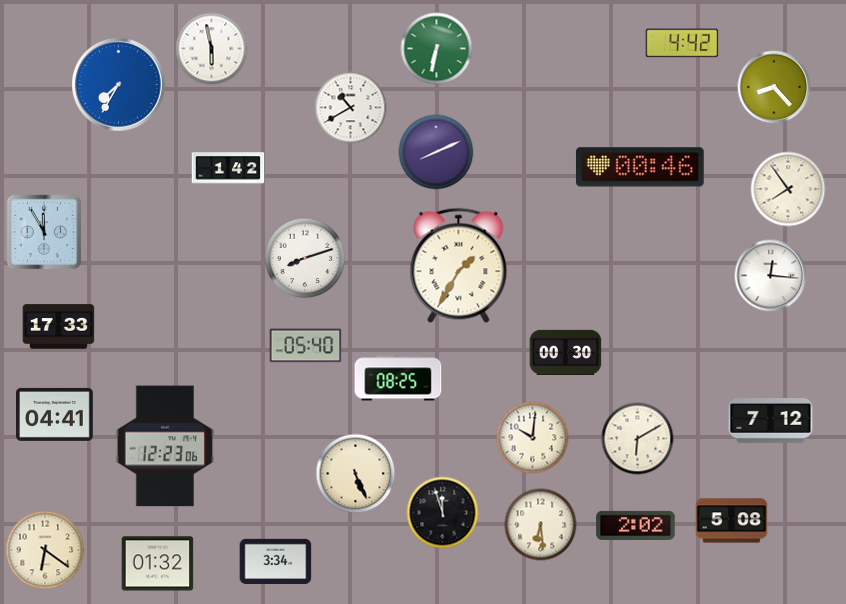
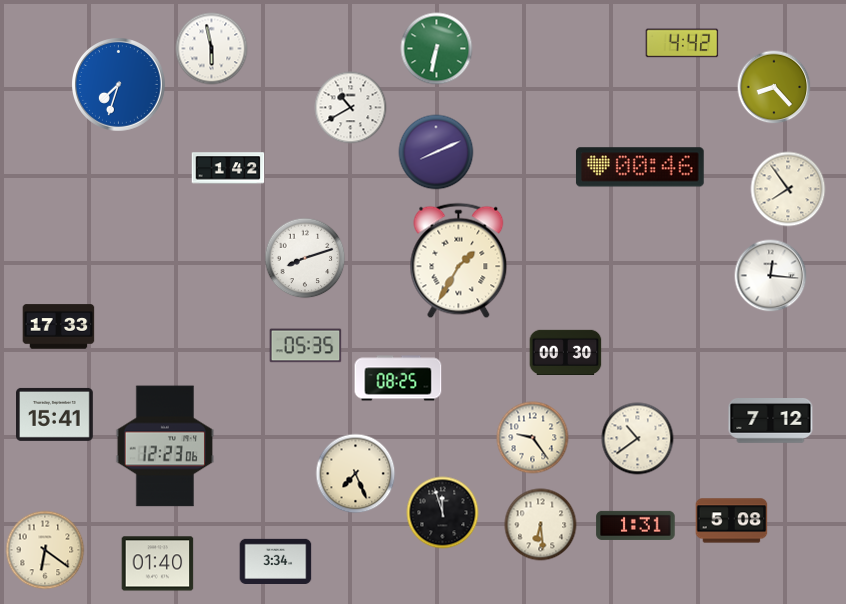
clock at (119, 85): 7:35 -> 7:33
clock at (44, 232): 11:55 -> none
clock at (459, 266) position: (459, 266) -> (459, 261)
clock at (306, 346): 05:40 -> 05:35
clock at (55, 414): 04:41 -> 15:41
clock at (533, 438): 10:01 -> 9:24
clock at (638, 439): 6:10 -> 10:39
clock at (356, 474): 5:26 -> 7:26
clock at (636, 525): 2:02 -> 1:31
clock at (158, 564): 01:32 -> 01:40
